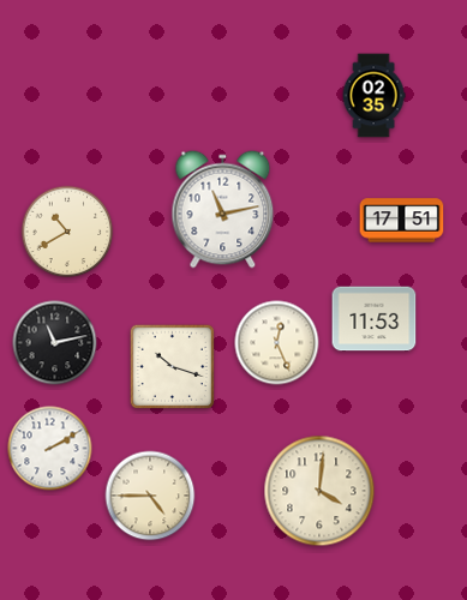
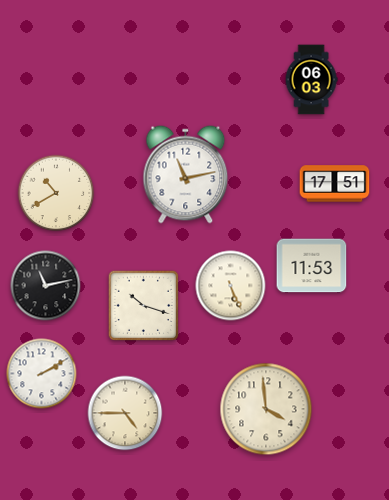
clock at (373, 96): 02:35 -> 06:03
clock at (277, 343): 12:26 -> 5:26
clock at (319, 491): 4:01 -> 3:59
